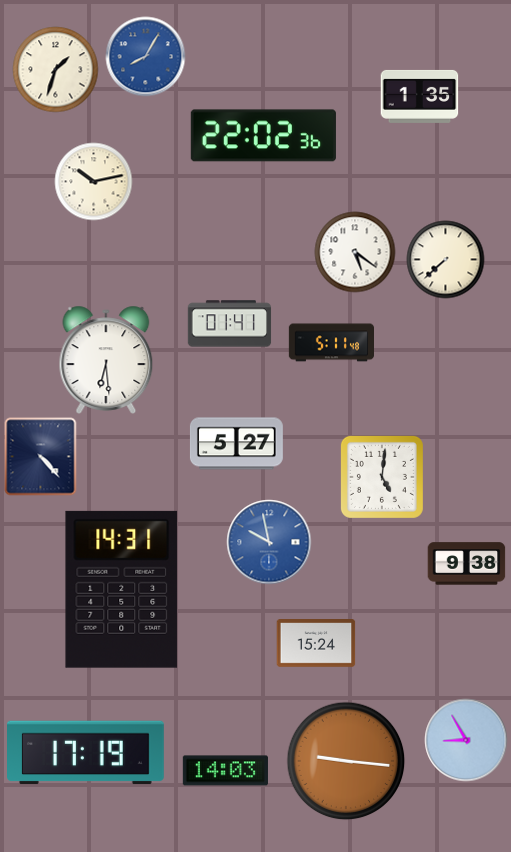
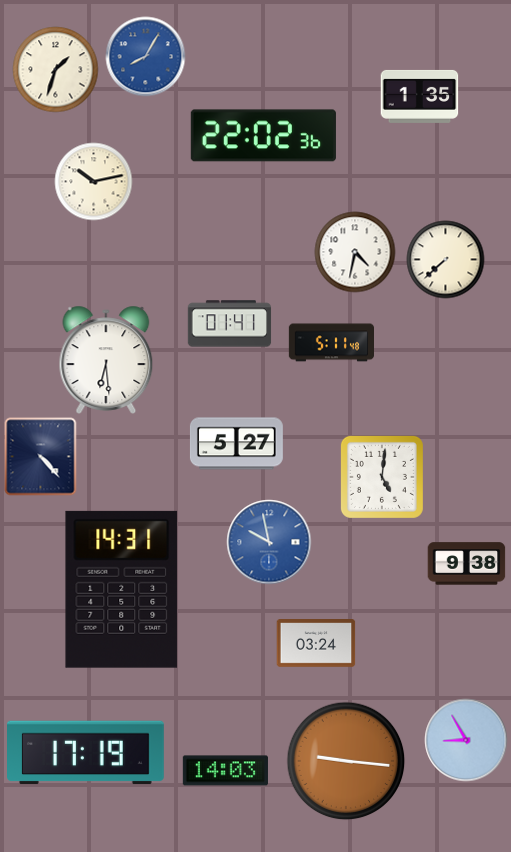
clock at (355, 252): 5:21 -> 4:32
clock at (316, 643): 15:24 -> 03:24
